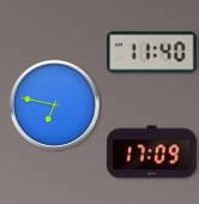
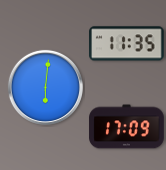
clock at (152, 53): 11:40 -> 11:35
clock at (54, 104): 6:47 -> 6:01
